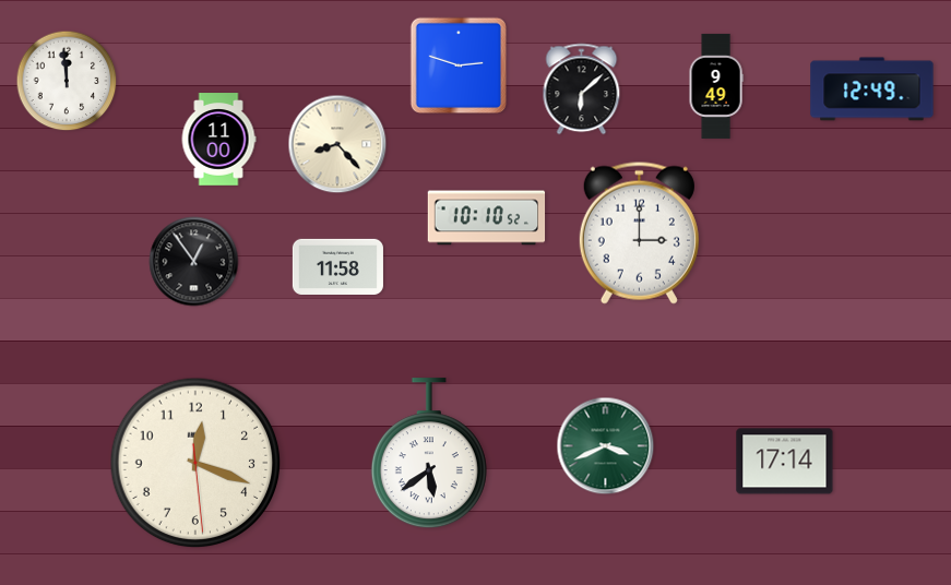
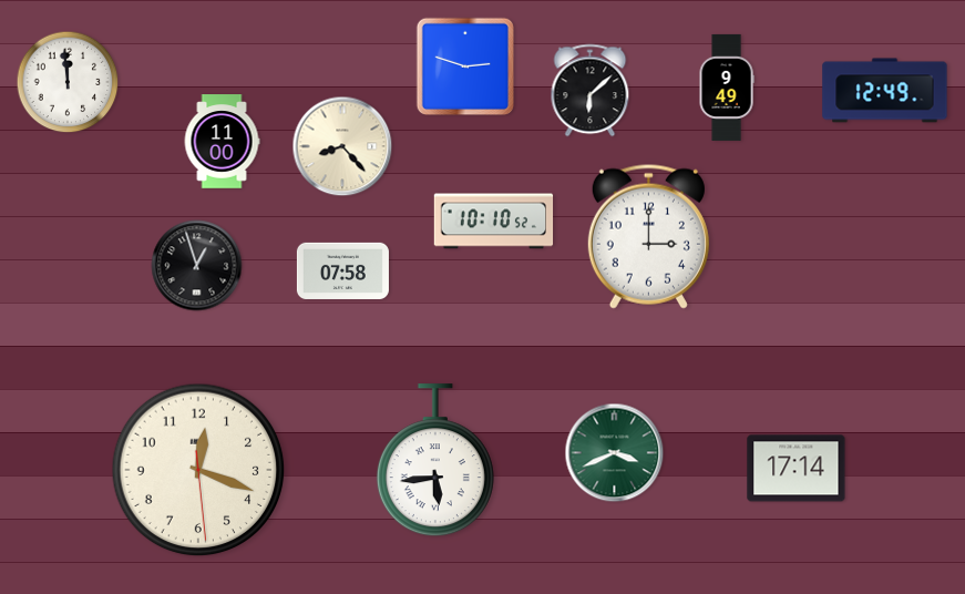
clock at (194, 262): 12:54 -> 12:57
clock at (337, 266): 11:58 -> 07:58
clock at (429, 454): 5:39 -> 5:44
